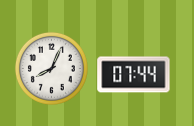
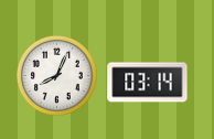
clock at (134, 75): 07:44 -> 03:14
